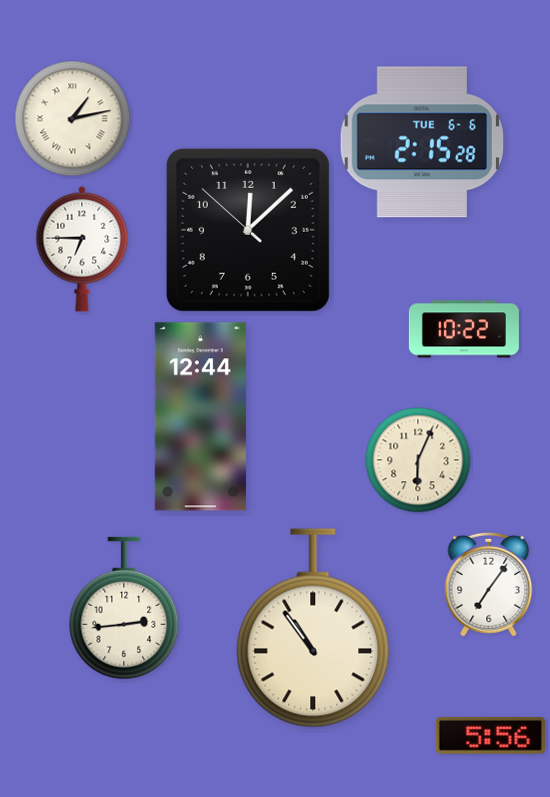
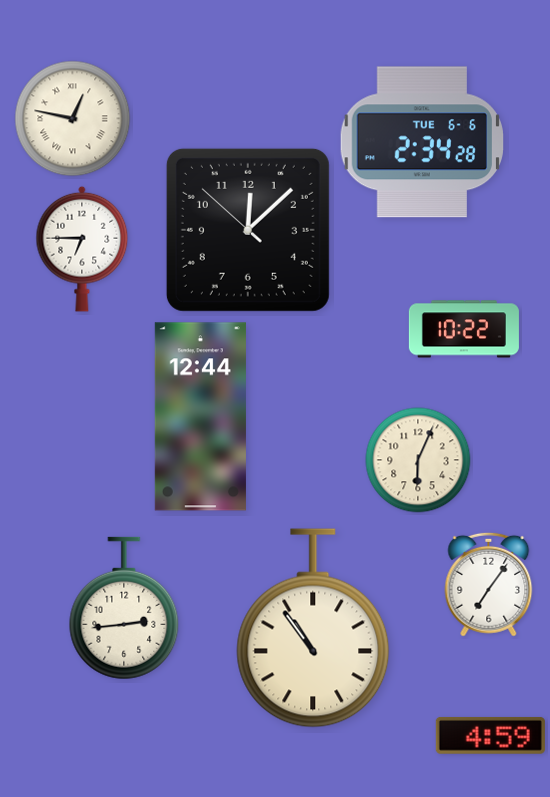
clock at (73, 119): 1:13 -> 12:47
clock at (422, 142): 2:15 -> 2:34
clock at (490, 735): 5:56 -> 4:59
